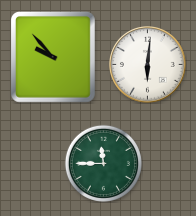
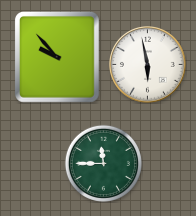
clock at (53, 57) position: (53, 57) -> (57, 57)
clock at (148, 65): 6:01 -> 5:58
